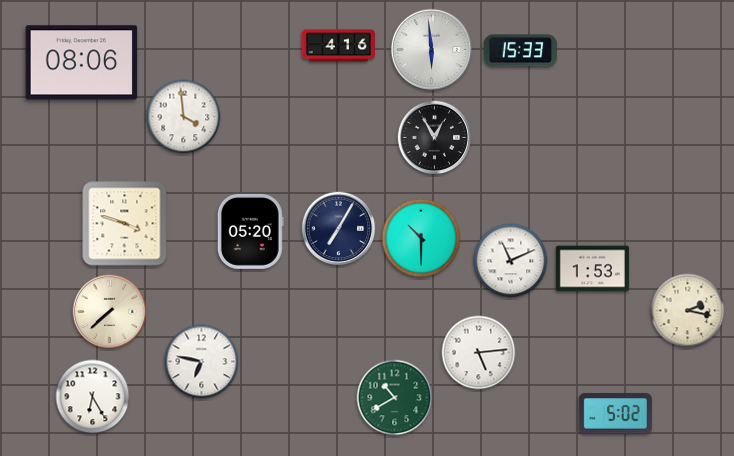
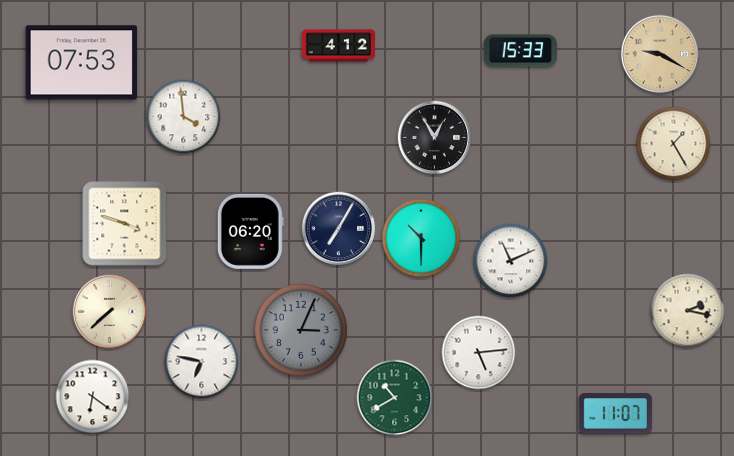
clock at (338, 46): 4:16 -> 4:12
clock at (432, 50): 5:59 -> none
clock at (660, 54): none -> 9:20
clock at (82, 63): 08:06 -> 07:53
clock at (674, 144): none -> 1:25
clock at (250, 231): 05:20 -> 06:20
clock at (592, 269): 1:53 -> none
clock at (301, 330): none -> 3:04
clock at (93, 397): 6:25 -> 6:21
clock at (615, 414): 5:02 -> 11:07
